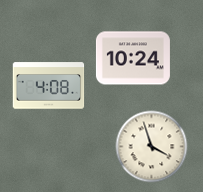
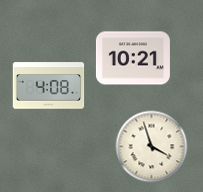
clock at (133, 58): 10:24 -> 10:21
